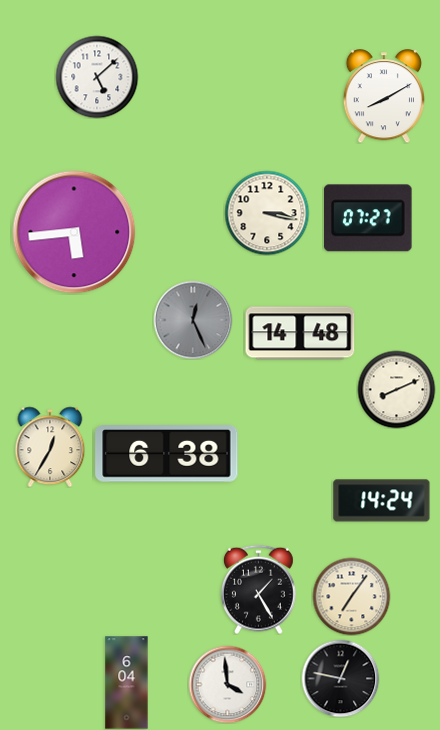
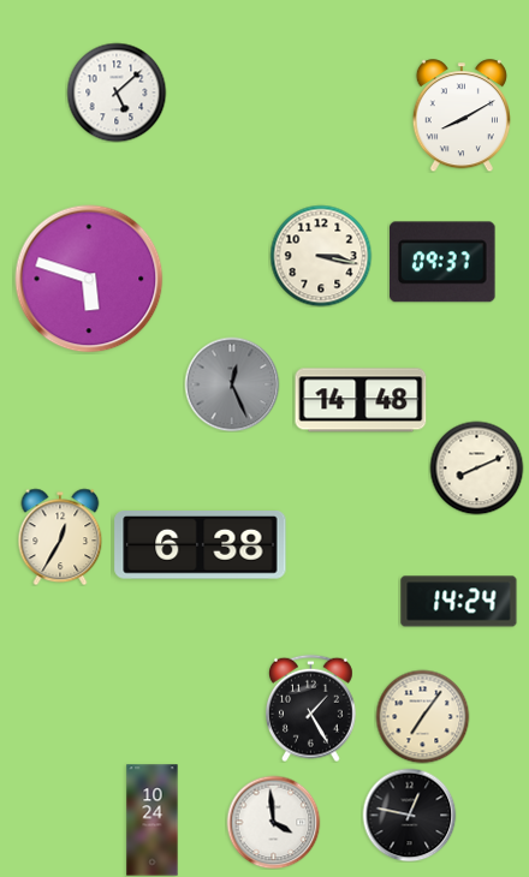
clock at (368, 218): 07:27 -> 09:37
clock at (74, 232): 5:44 -> 5:48
clock at (127, 683): 6:04 -> 10:24
